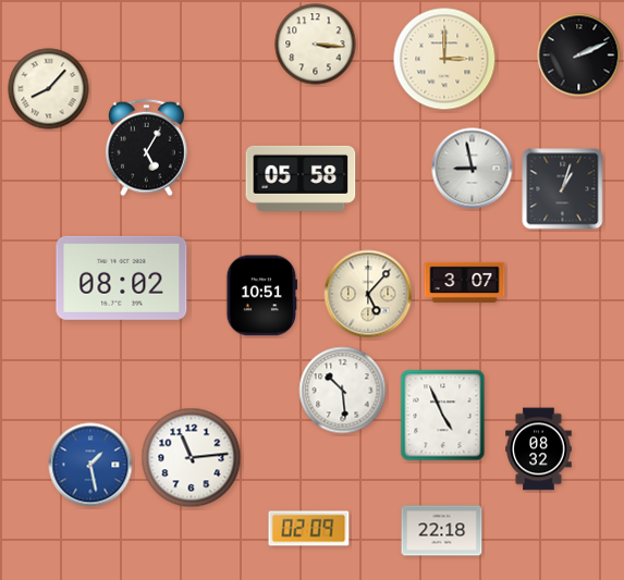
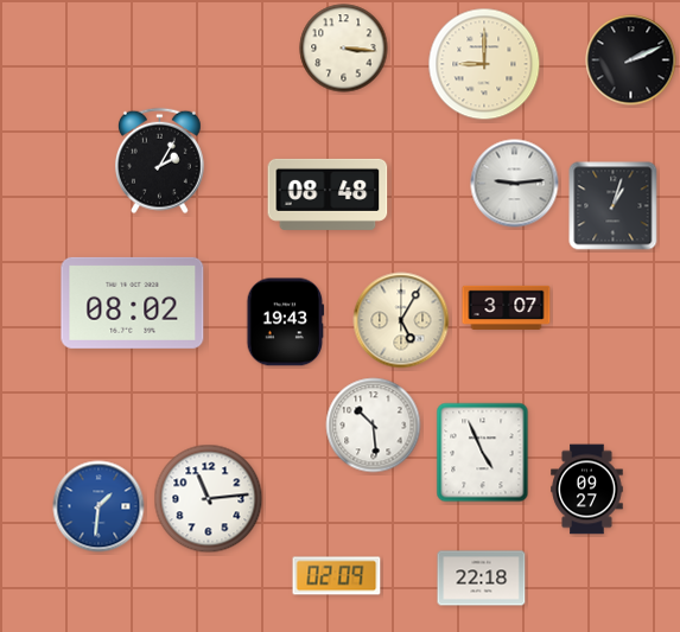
clock at (444, 59): 3:00 -> 9:00
clock at (49, 89): 8:07 -> none
clock at (146, 148): 5:05 -> 2:05
clock at (473, 169): 8:58 -> 9:14
clock at (301, 178): 05:58 -> 08:48
clock at (368, 294): 5:07 -> 5:05
clock at (262, 296): 10:51 -> 19:43
clock at (539, 449): 08:32 -> 09:27
clock at (90, 465): 1:28 -> 1:31
